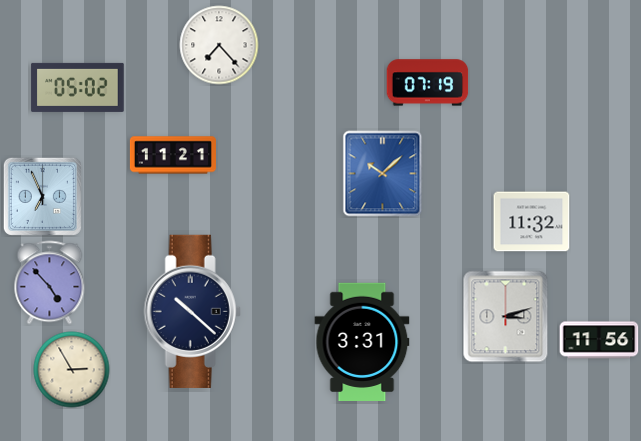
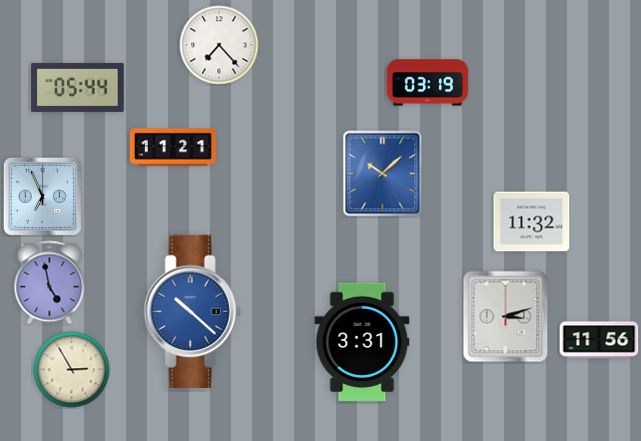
clock at (428, 83): 07:19 -> 03:19
clock at (78, 87): 05:02 -> 05:44
clock at (173, 155) position: (173, 155) -> (173, 147)
clock at (50, 283): 4:53 -> 4:58
clock at (192, 311) dial: navy -> blue
